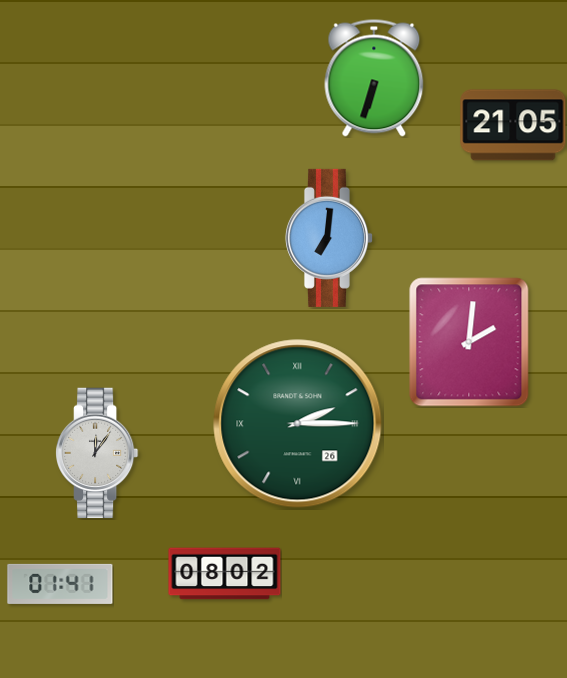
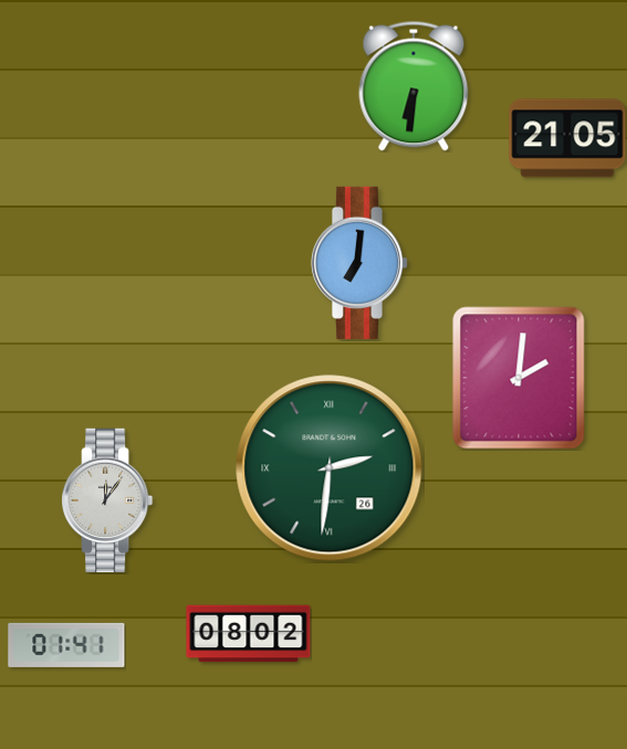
clock at (374, 78): 6:33 -> 6:31
clock at (328, 238) position: (328, 238) -> (358, 263)
clock at (298, 424): 2:15 -> 2:31
